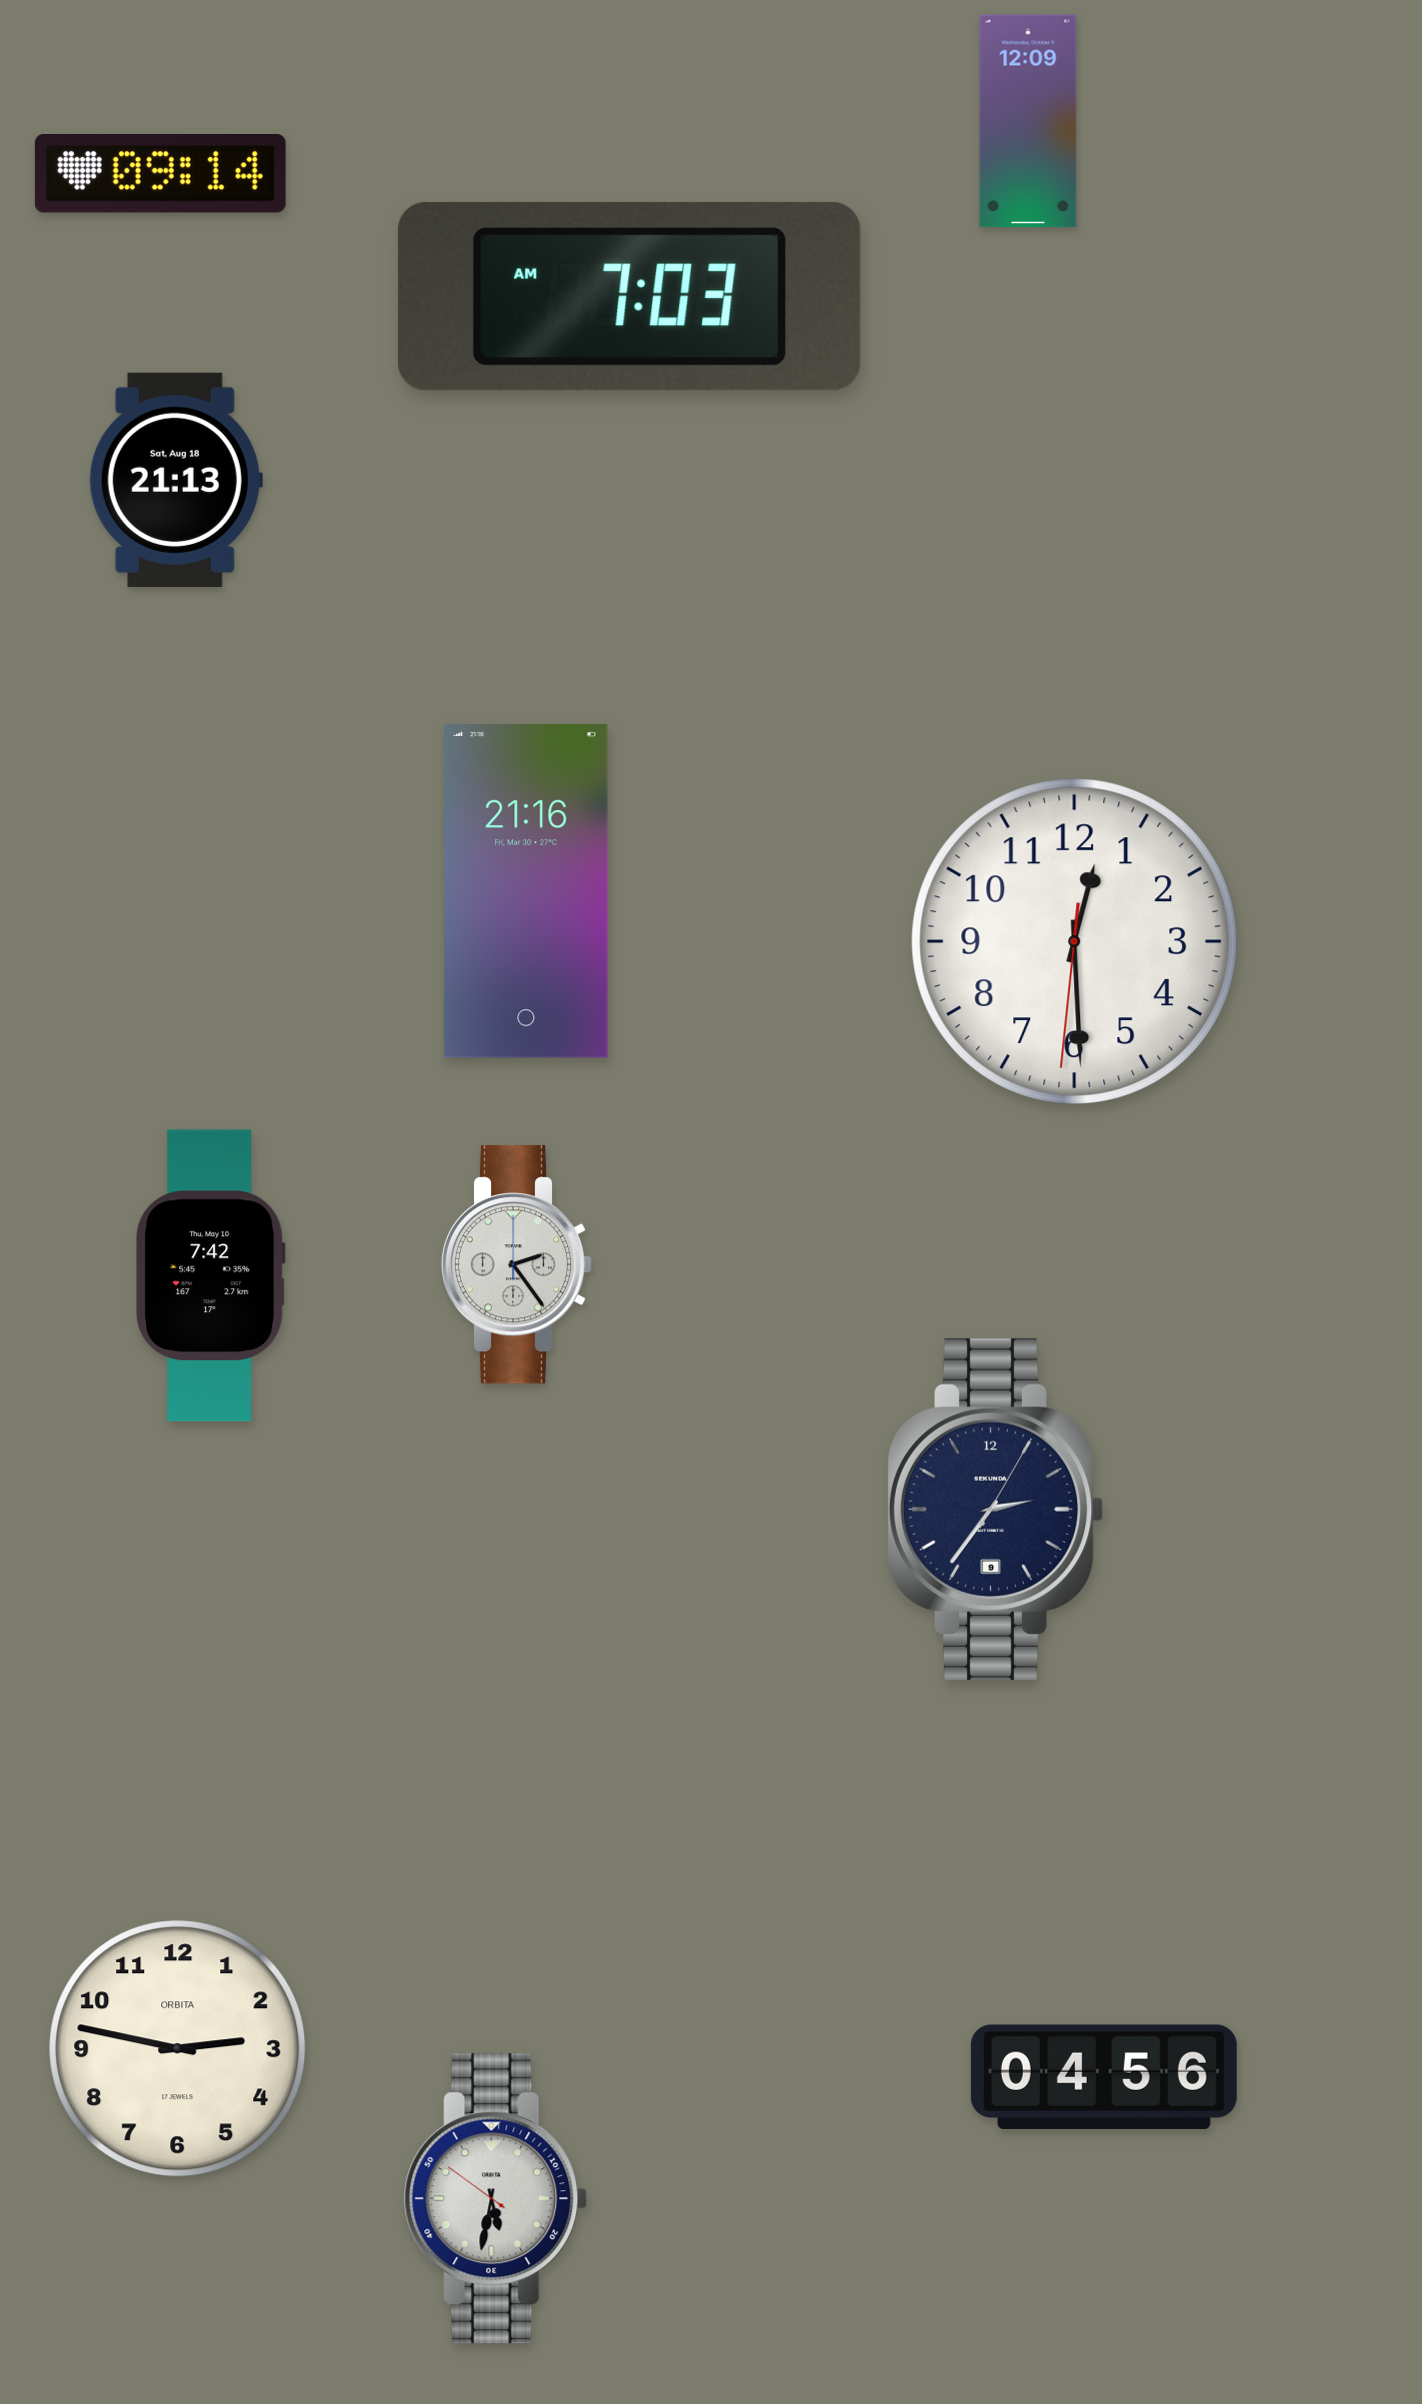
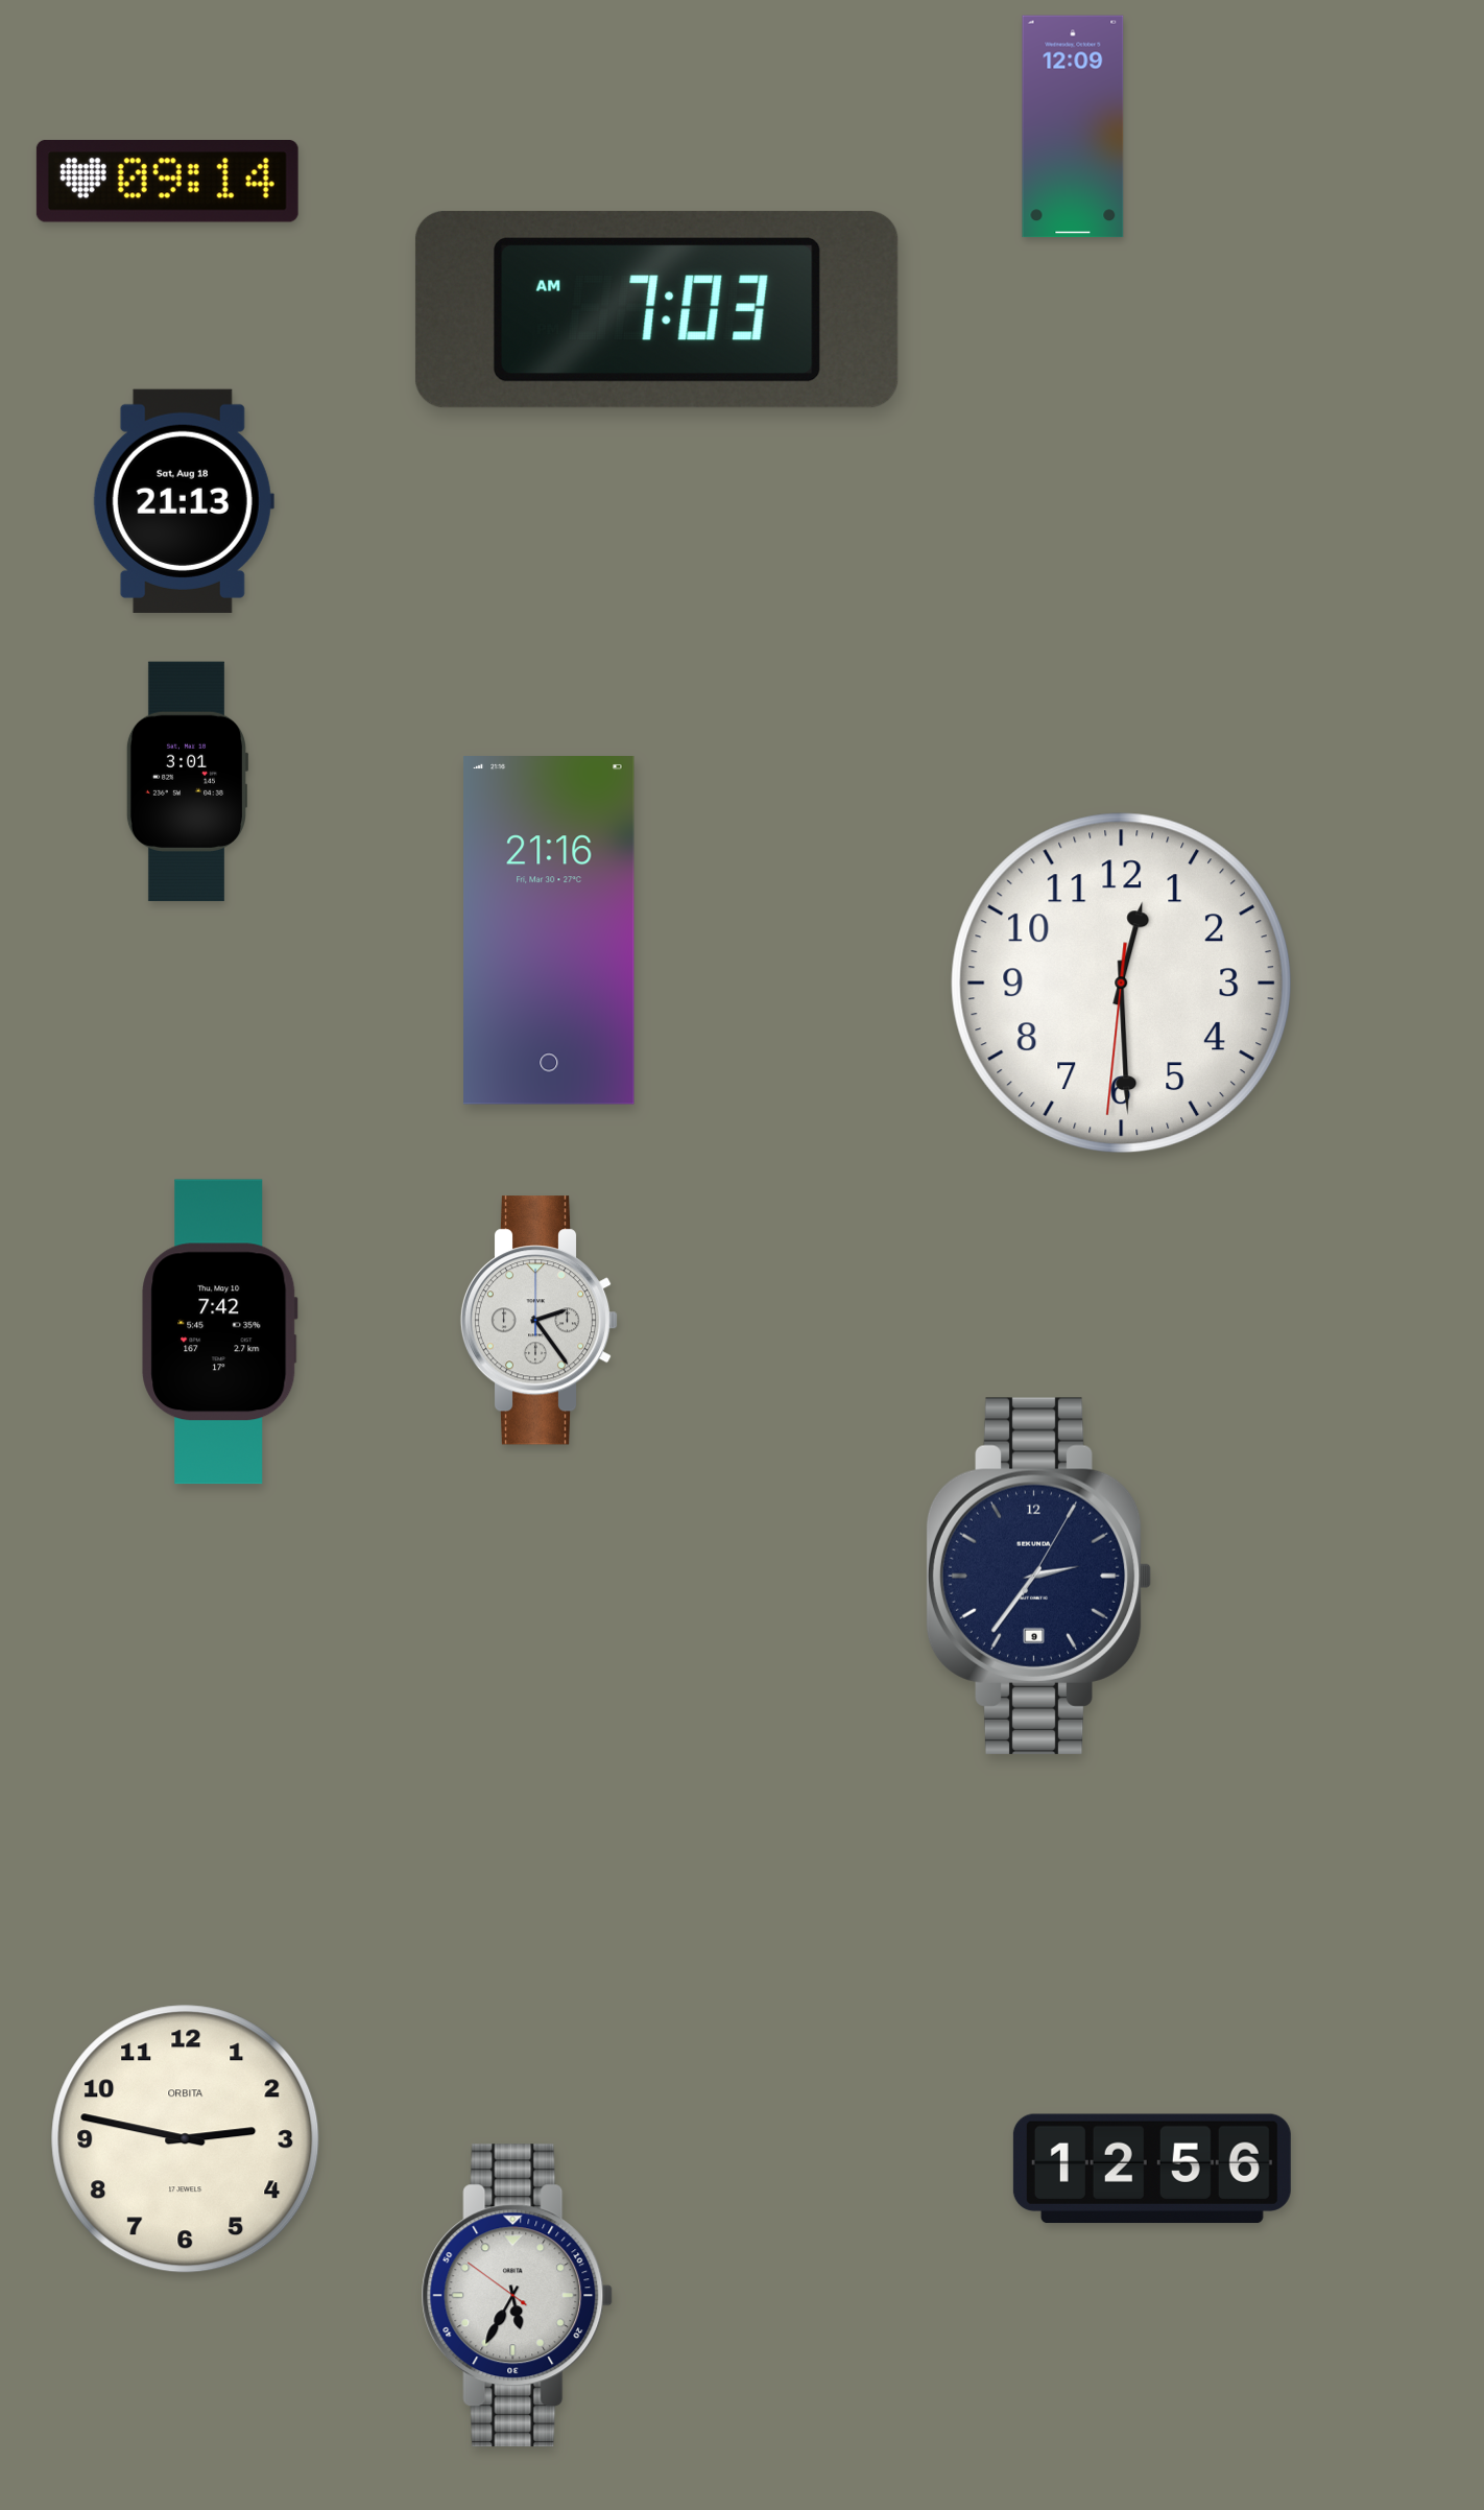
clock at (186, 782): none -> 3:01
clock at (1104, 2077): 04:56 -> 12:56
clock at (496, 2199): 5:31 -> 5:34
